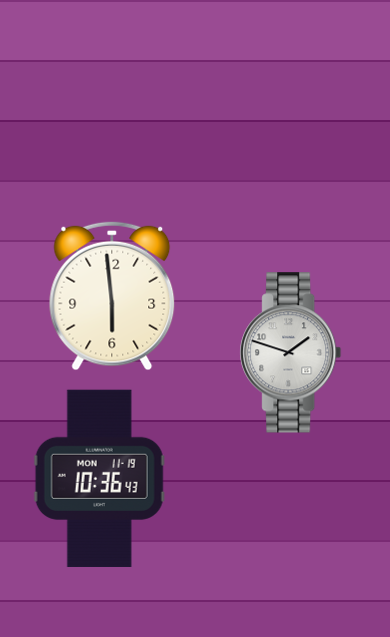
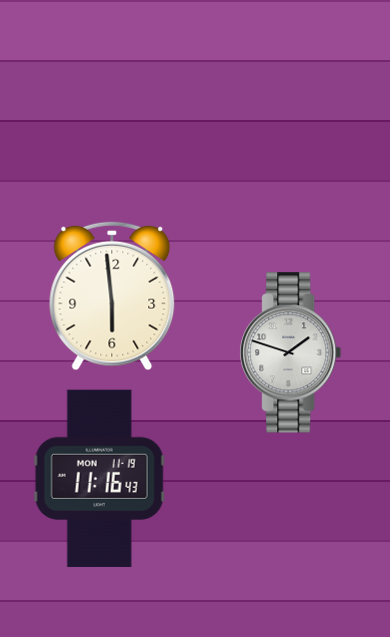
clock at (99, 478): 10:36 -> 11:16
